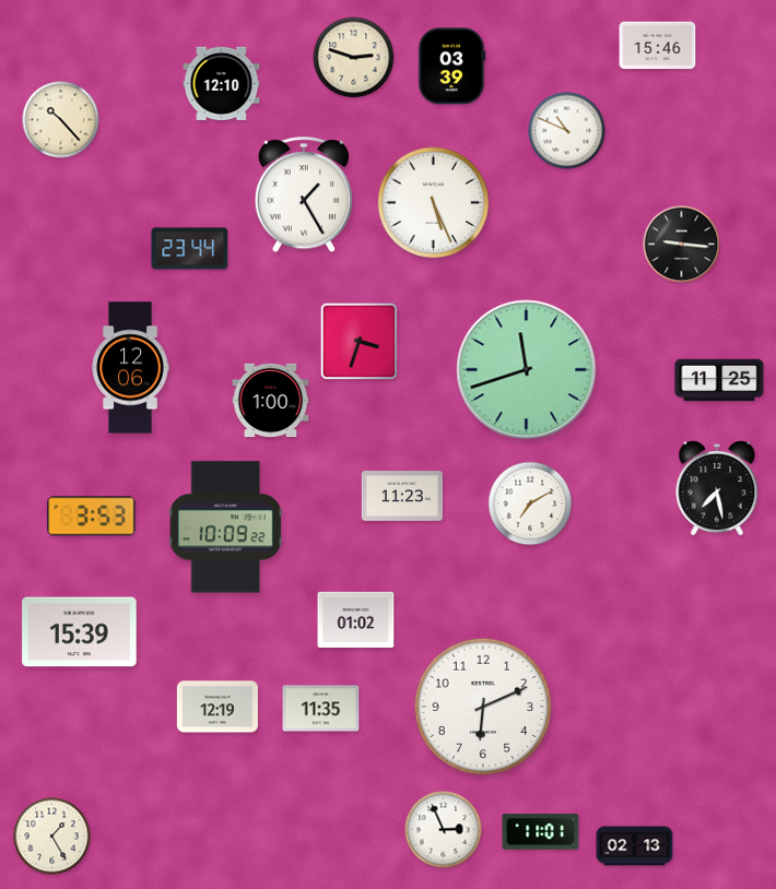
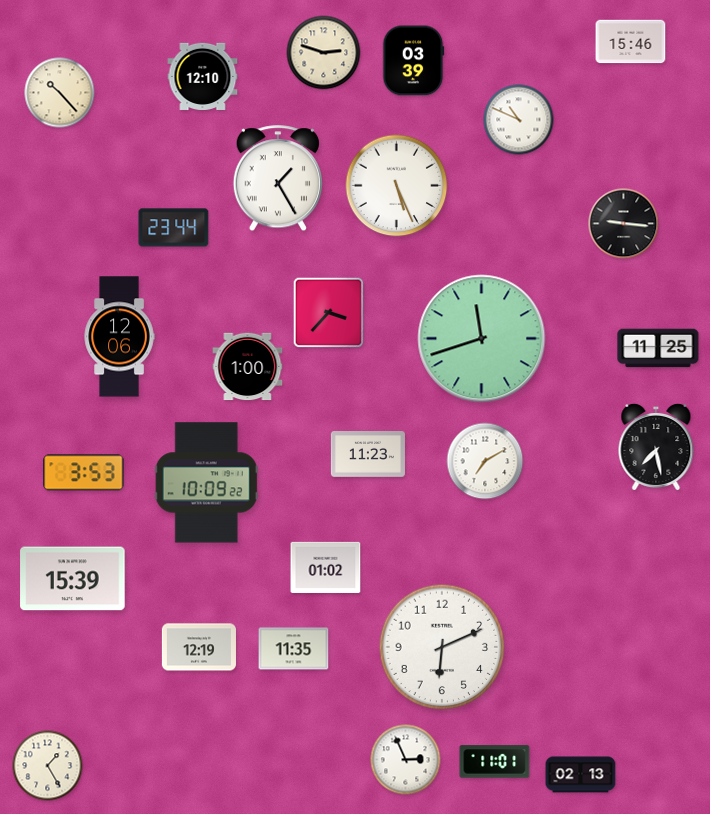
clock at (658, 46) position: (658, 46) -> (631, 42)
clock at (61, 120) position: (61, 120) -> (60, 93)
clock at (360, 342): 3:33 -> 3:37
